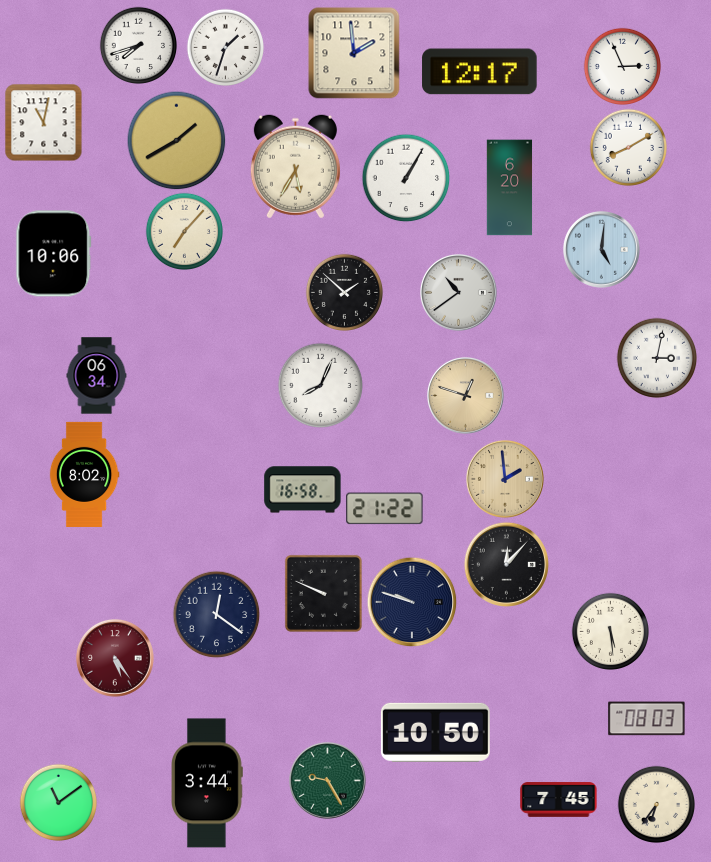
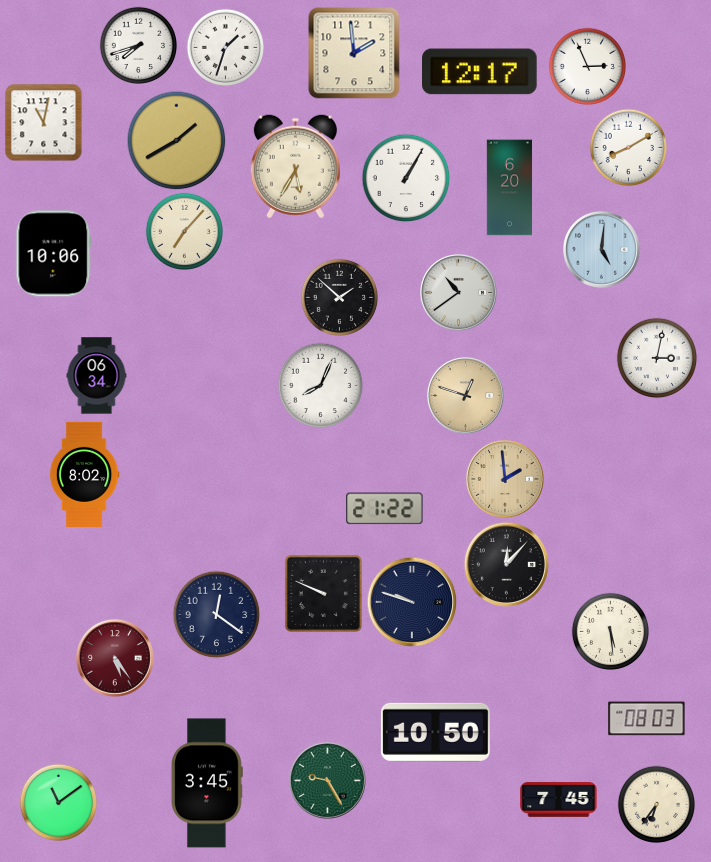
clock at (622, 66) position: (622, 66) -> (587, 66)
clock at (344, 292) position: (344, 292) -> (339, 297)
clock at (303, 490): 16:58 -> none
clock at (207, 783): 3:44 -> 3:45
